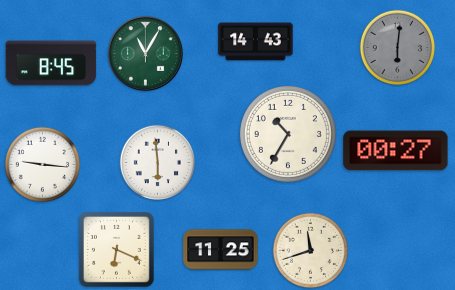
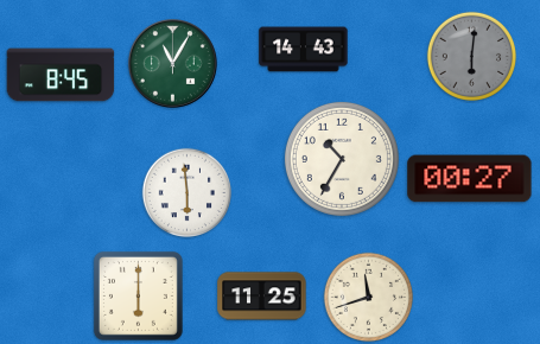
clock at (42, 164): 9:16 -> none
clock at (116, 249): 6:19 -> 6:00
